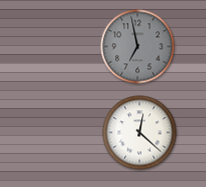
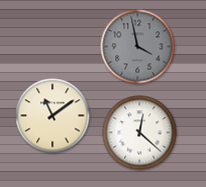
clock at (138, 47): 6:58 -> 3:58
clock at (53, 116): none -> 11:09
